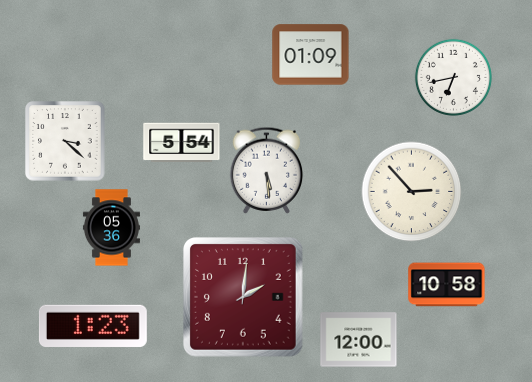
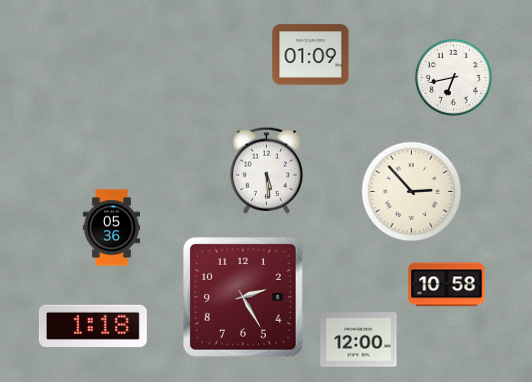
clock at (65, 141): 3:22 -> none
clock at (182, 143): 5:54 -> none
clock at (244, 298): 2:01 -> 2:25
clock at (93, 326): 1:23 -> 1:18
